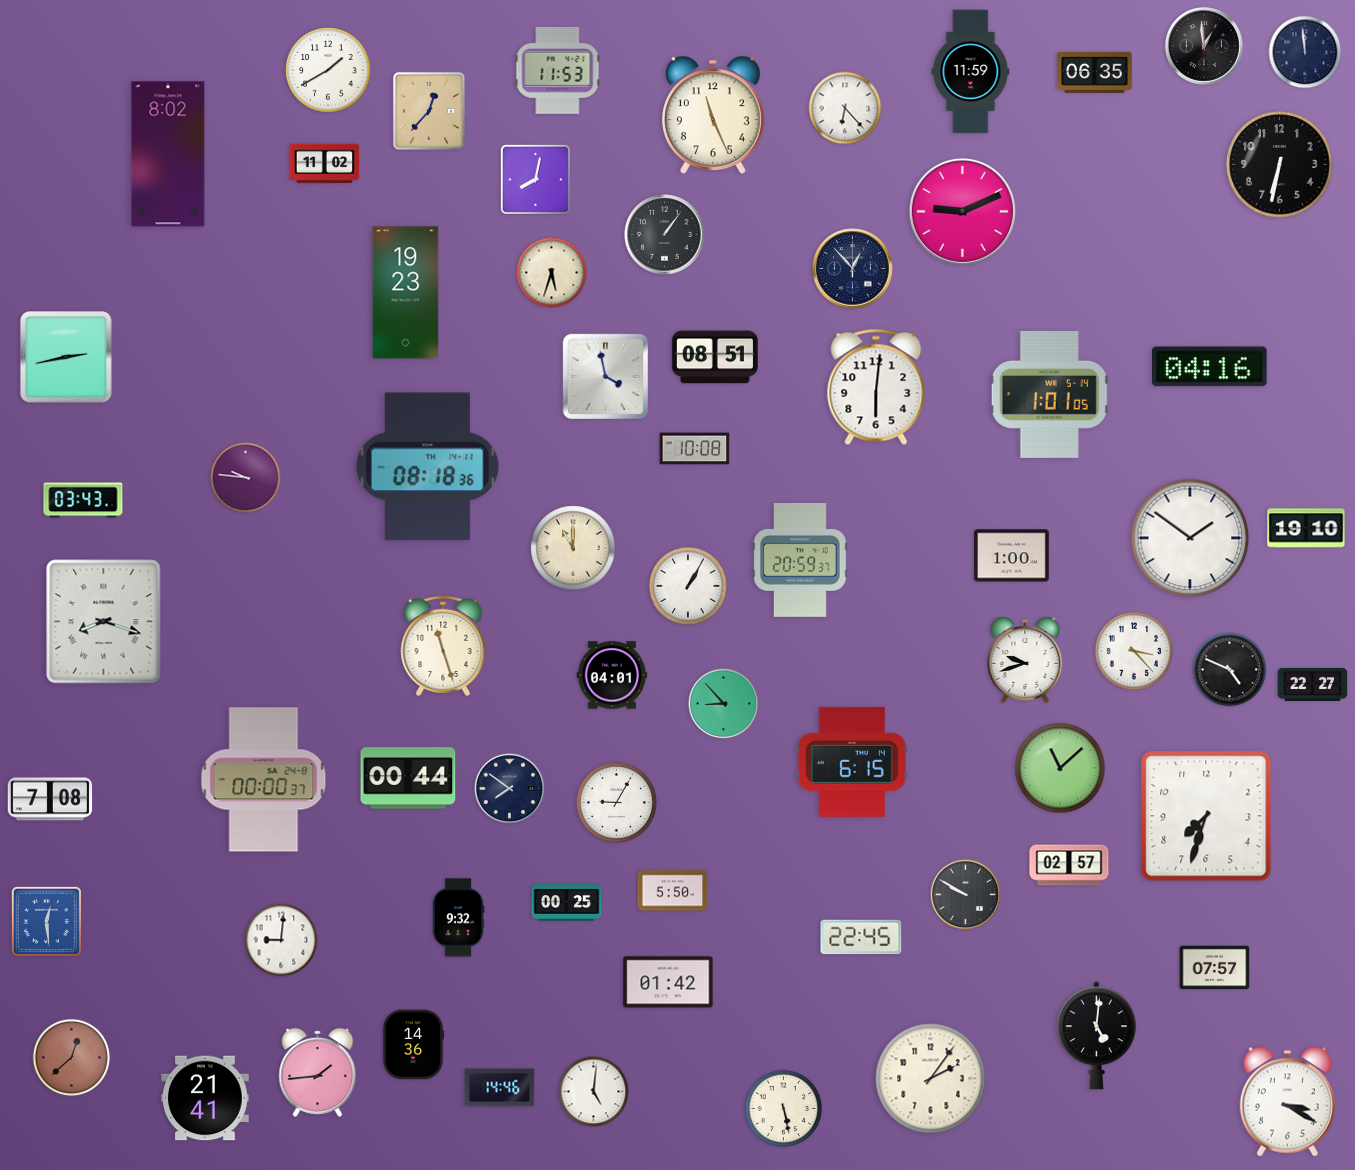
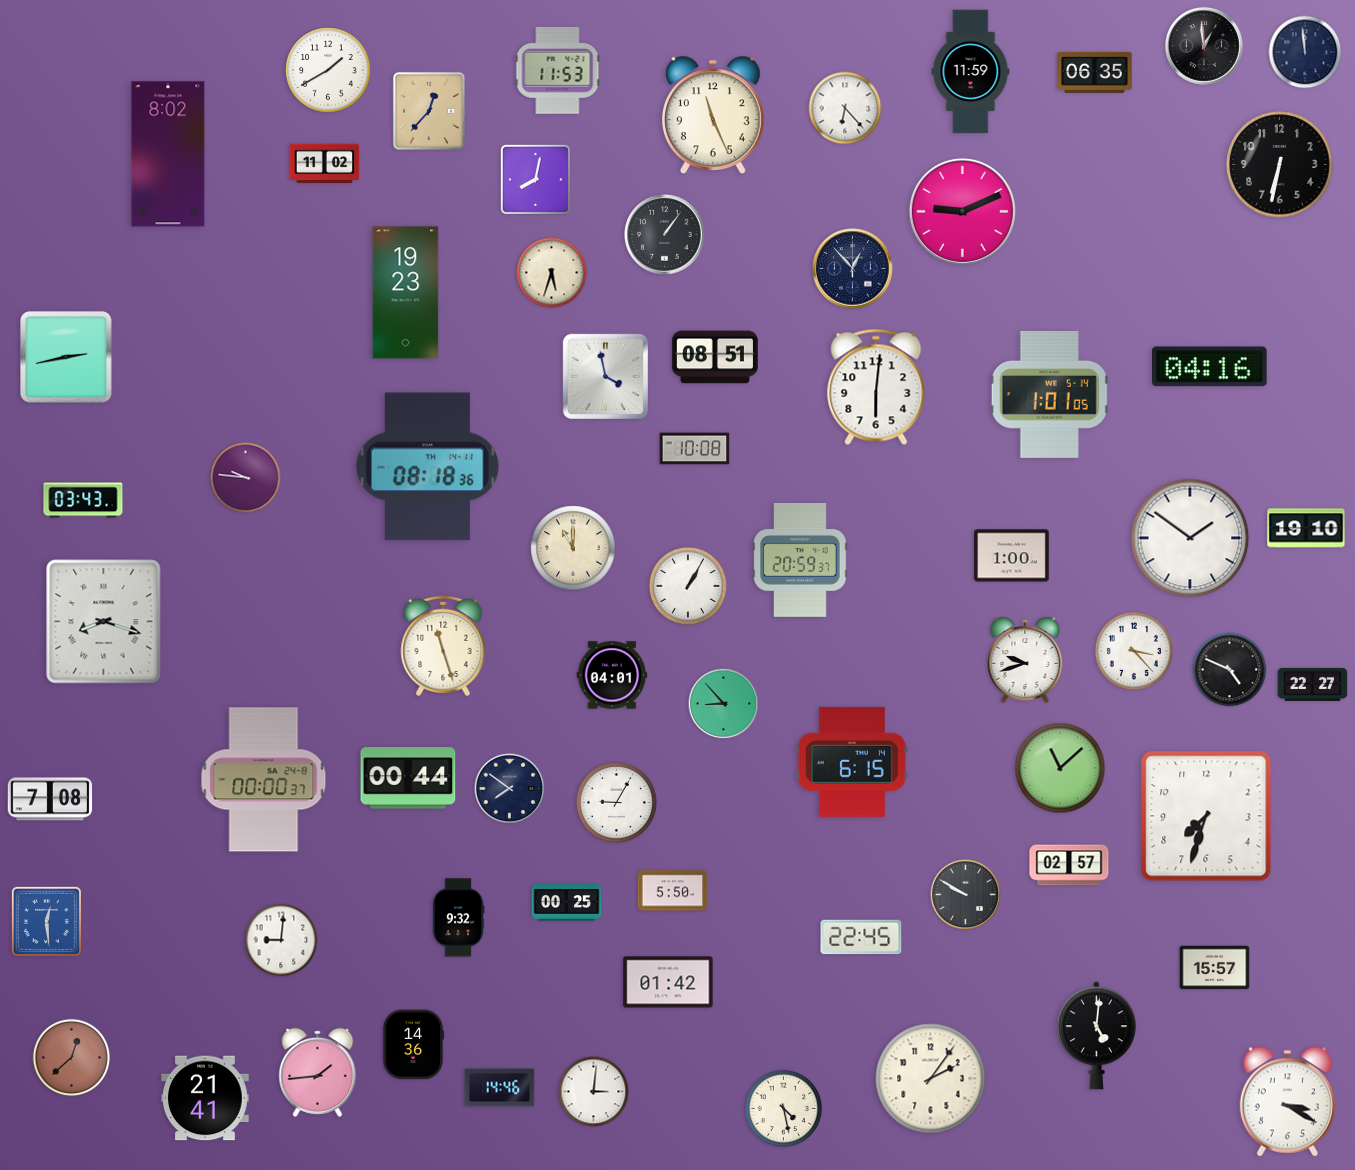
clock at (1215, 968): 07:57 -> 15:57
clock at (594, 1092): 5:01 -> 3:01
clock at (784, 1109): 5:28 -> 4:28
